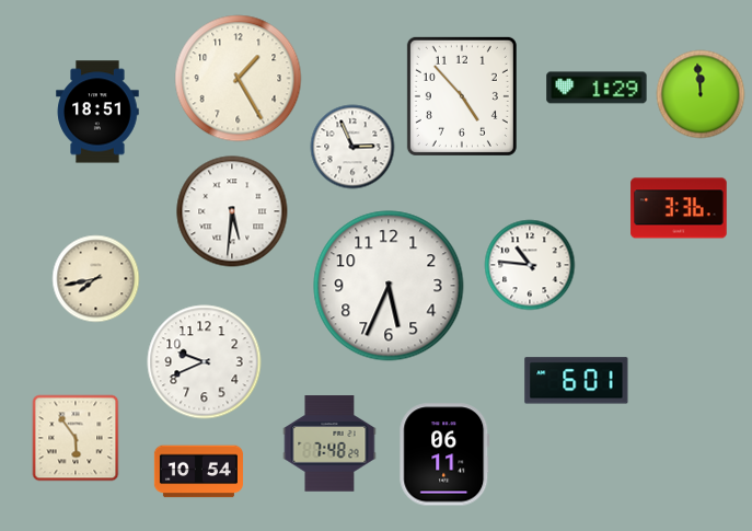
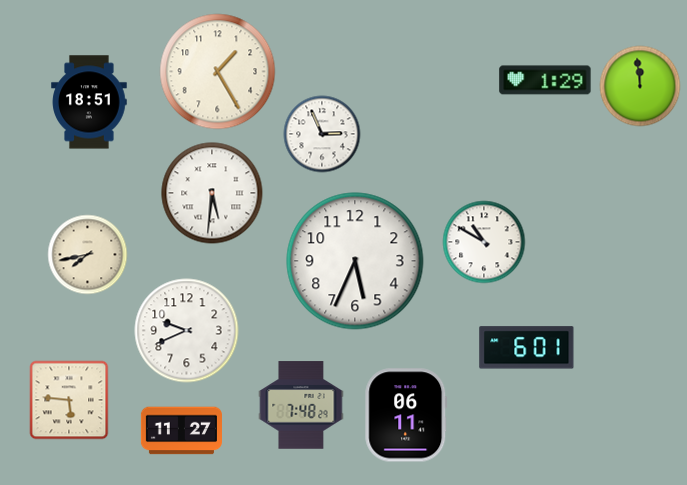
clock at (462, 96): 4:53 -> none
clock at (679, 208): 3:36 -> none
clock at (530, 265): 10:46 -> 10:50
clock at (76, 438): 5:54 -> 5:46
clock at (198, 472): 10:54 -> 11:27
